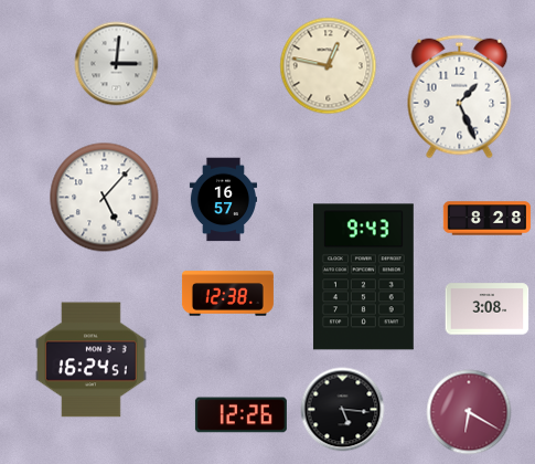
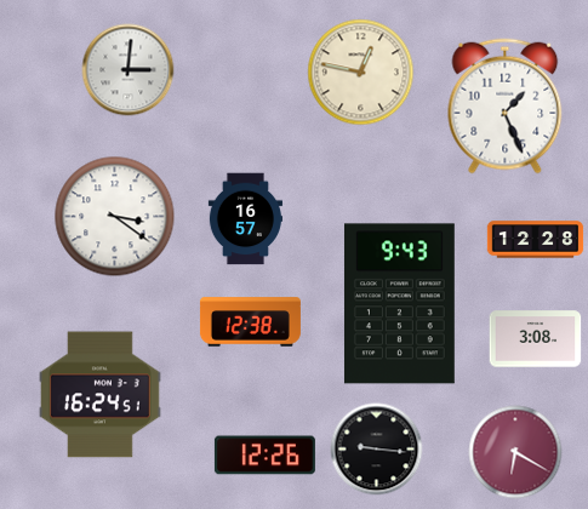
clock at (105, 198): 5:07 -> 3:21
clock at (488, 219): 8:28 -> 12:28
clock at (343, 410): 5:16 -> 9:16
